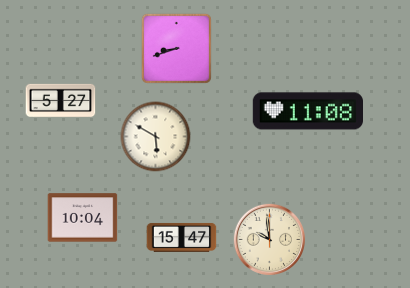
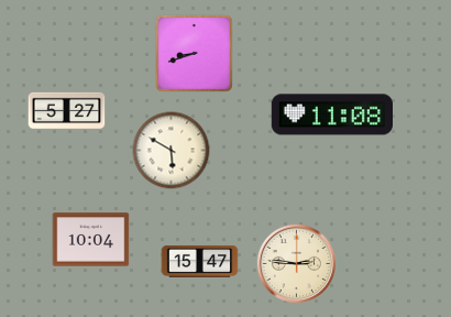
clock at (307, 111) position: (307, 111) -> (331, 114)
clock at (269, 239): 9:59 -> 2:46
